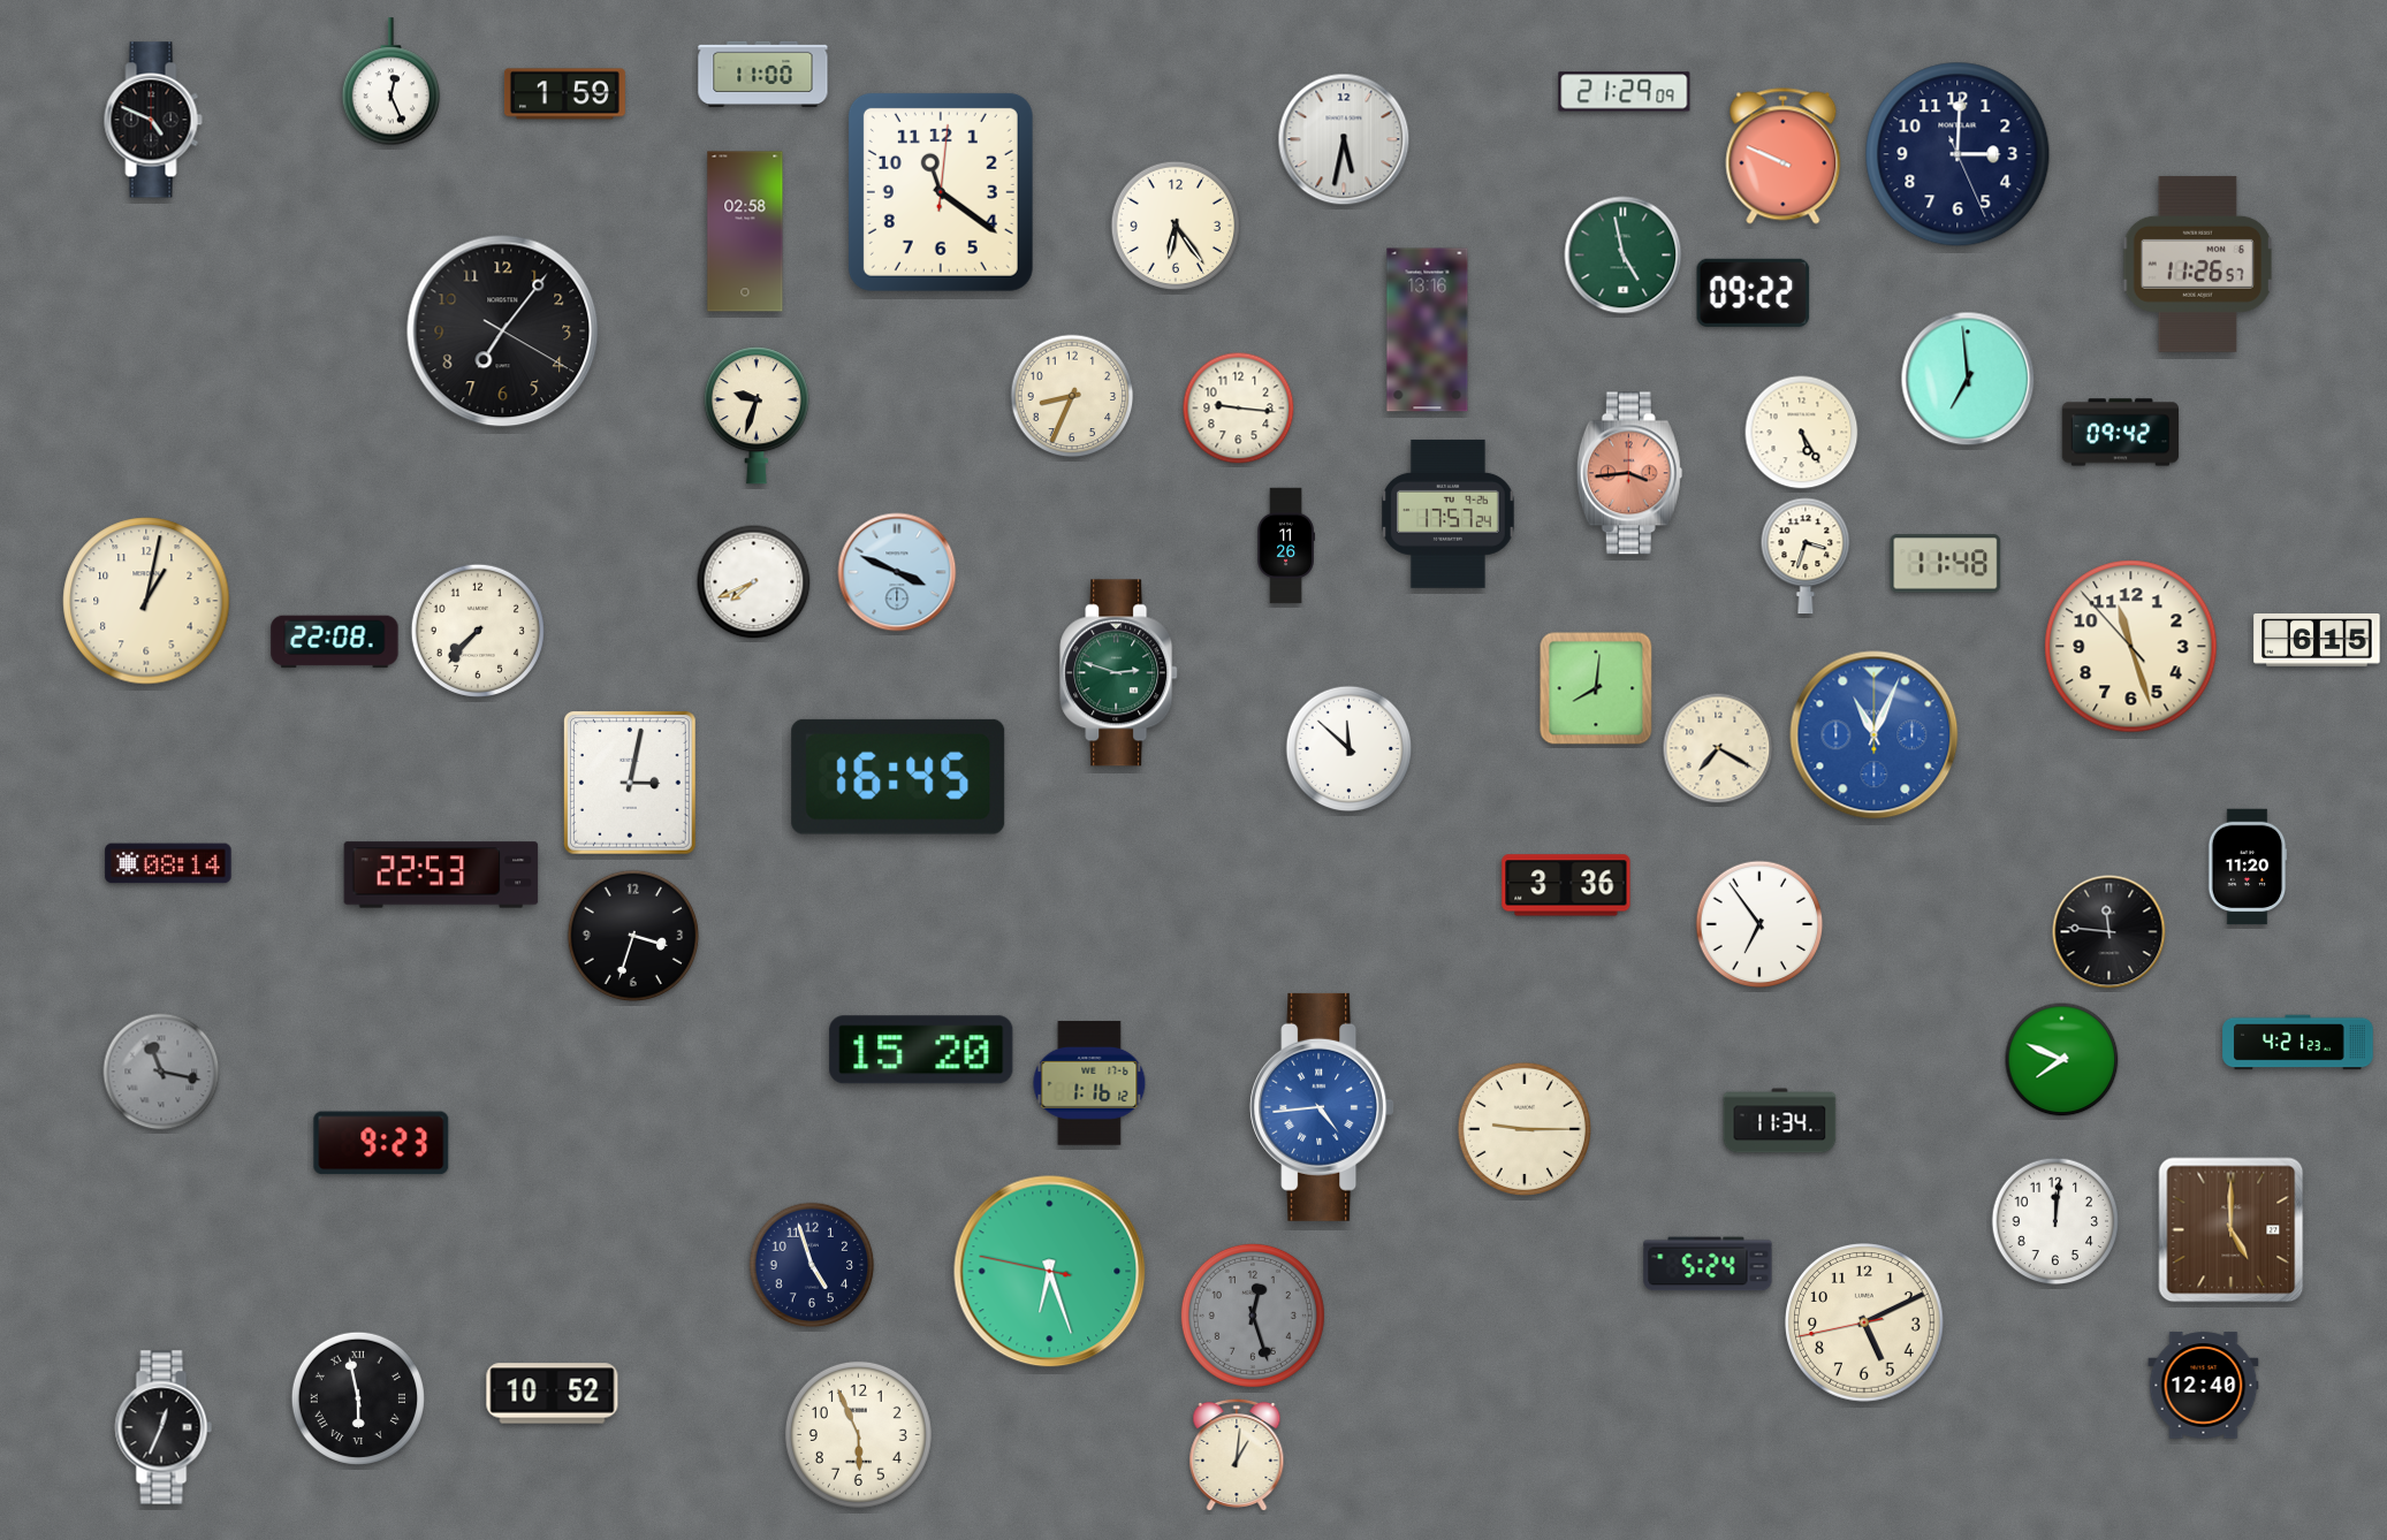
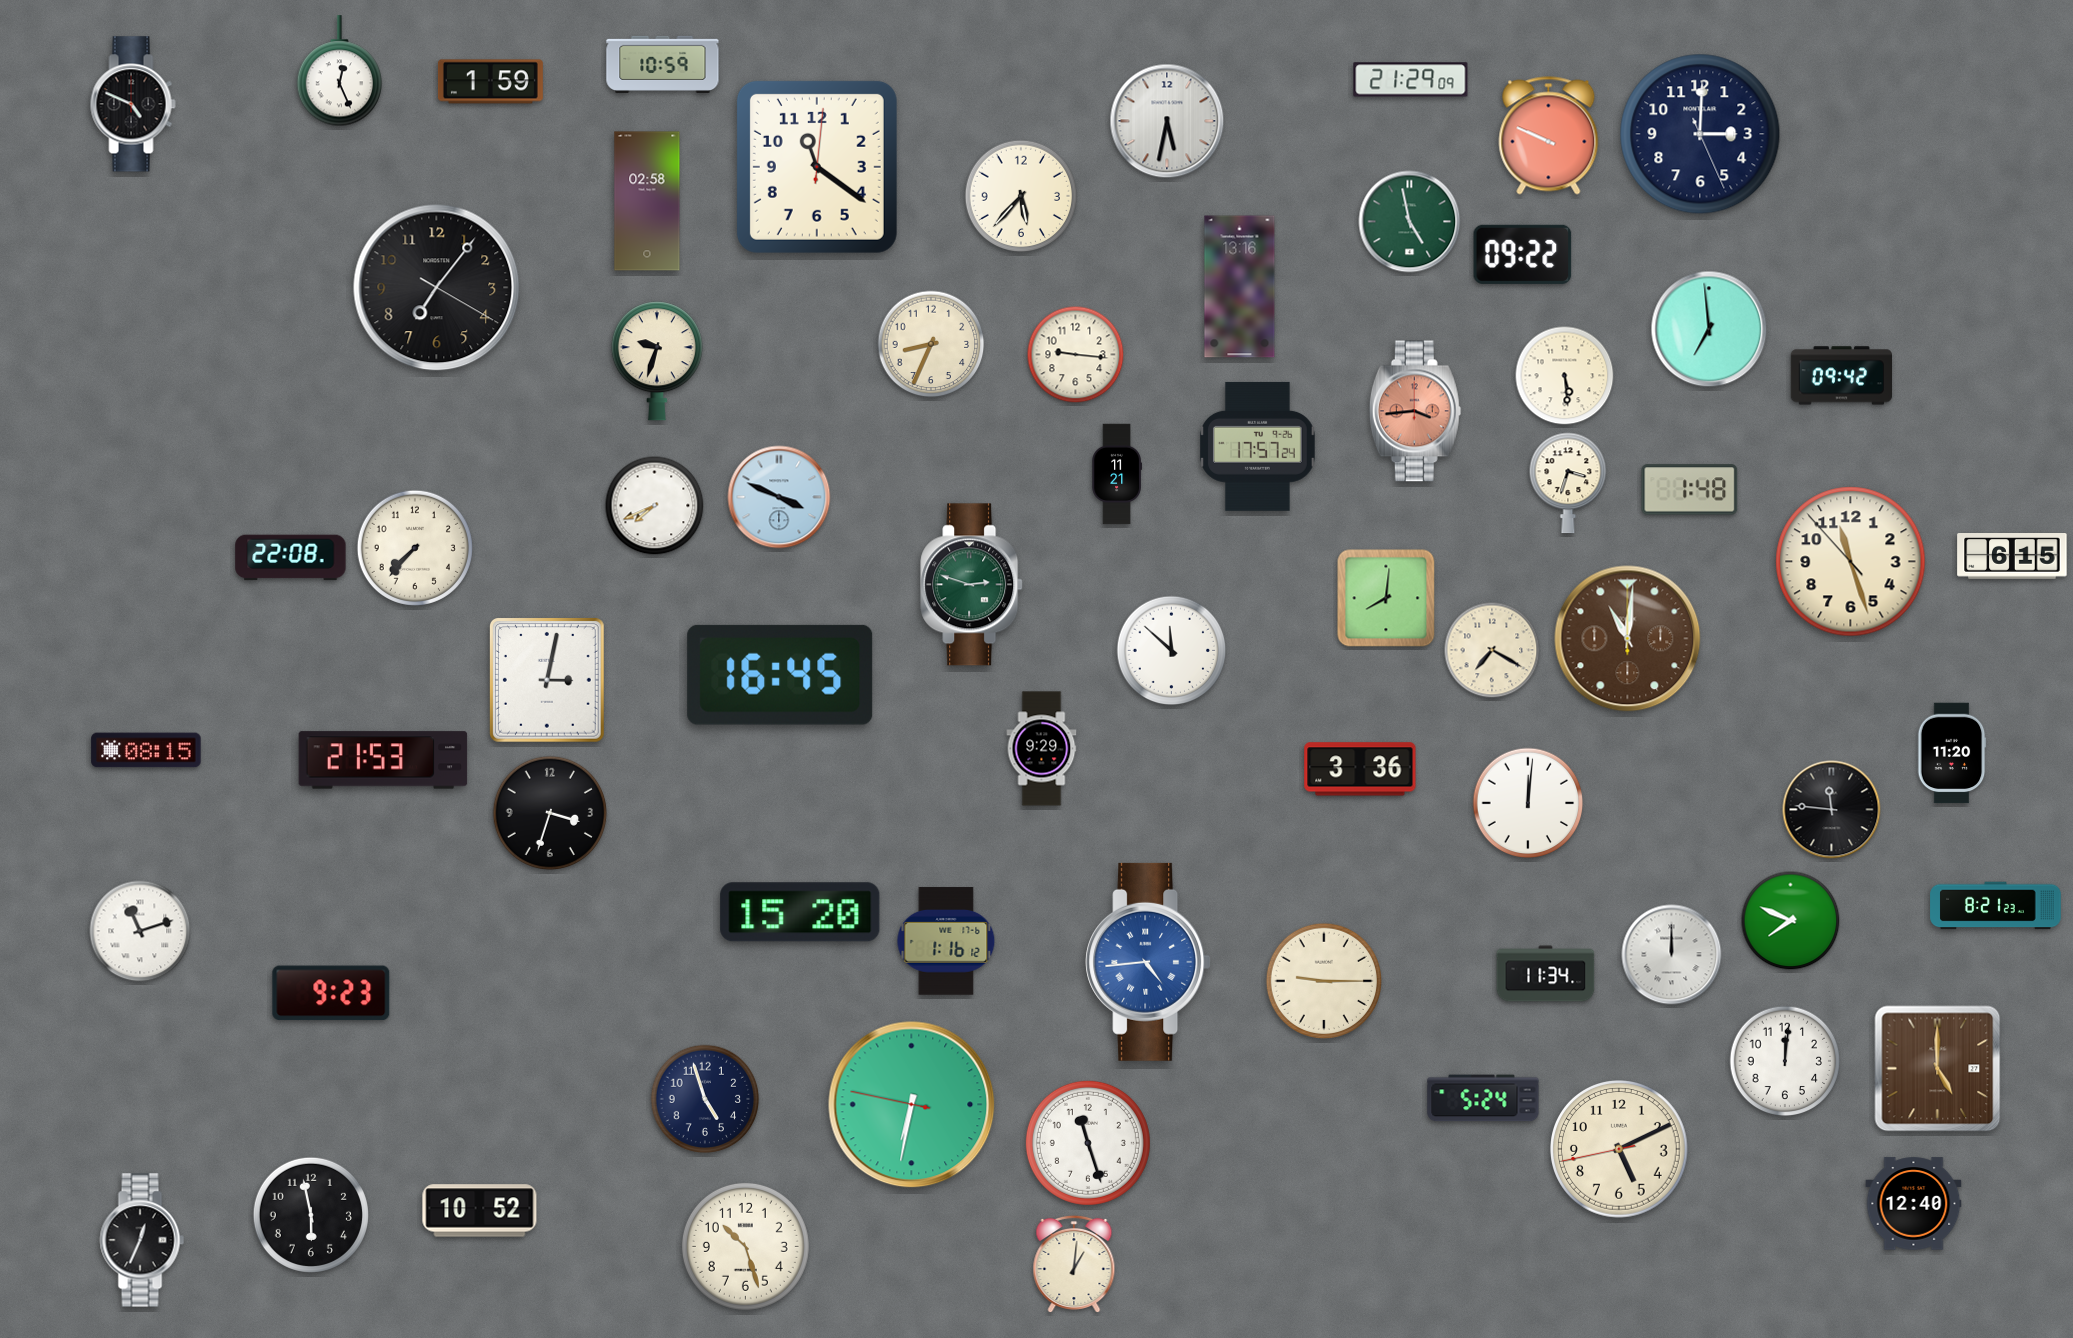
clock at (763, 74): 11:00 -> 10:59
clock at (1176, 226): 6:24 -> 5:37
clock at (2197, 264): 11:26 -> none
clock at (1802, 433): 5:25 -> 5:29
clock at (1286, 546): 11:26 -> 11:21
clock at (1946, 564): 11:48 -> 1:48
clock at (146, 601): 1:02 -> none
clock at (1875, 735): 11:04 -> 11:01
clock at (1875, 735) dial: blue -> brown
clock at (1042, 749): none -> 9:29
clock at (168, 863): 08:14 -> 08:15
clock at (441, 875): 22:53 -> 21:53
clock at (1759, 924): 6:54 -> 12:01
clock at (2298, 1043): 4:21 -> 8:21
clock at (161, 1072): 11:17 -> 11:12
clock at (161, 1072) dial: grey -> white
clock at (1672, 955): none -> 12:00
clock at (1050, 1272): 6:26 -> 6:31
clock at (1253, 1316): 12:27 -> 11:27
clock at (1253, 1316) dial: grey -> white
clock at (358, 1398) numerals: Roman -> Arabic
clock at (858, 1434): 5:56 -> 10:27
